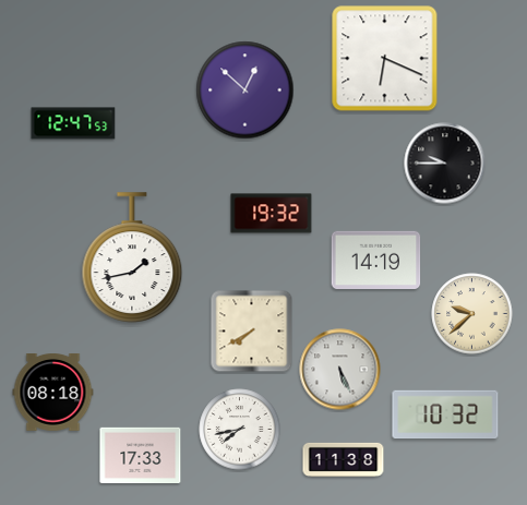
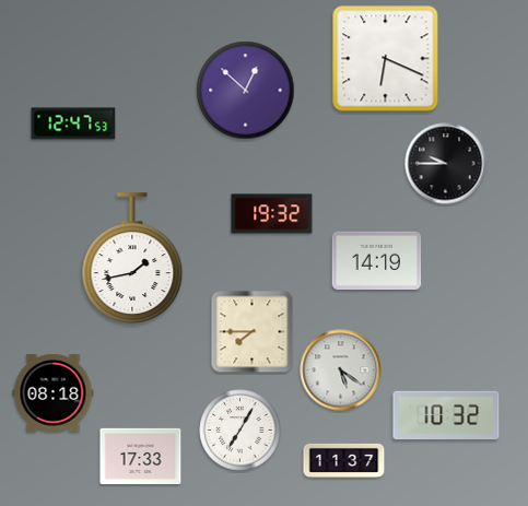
clock at (472, 314): 9:38 -> none
clock at (252, 332): 7:40 -> 7:45
clock at (340, 370): 5:26 -> 5:21
clock at (240, 430): 7:43 -> 7:05
clock at (344, 459): 11:38 -> 11:37
